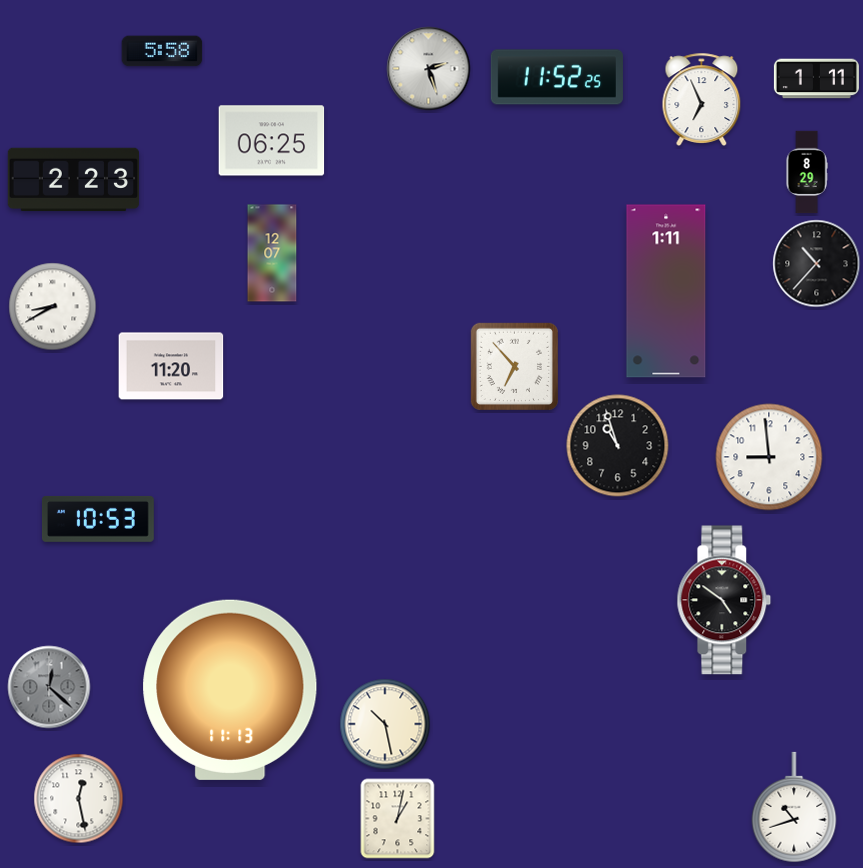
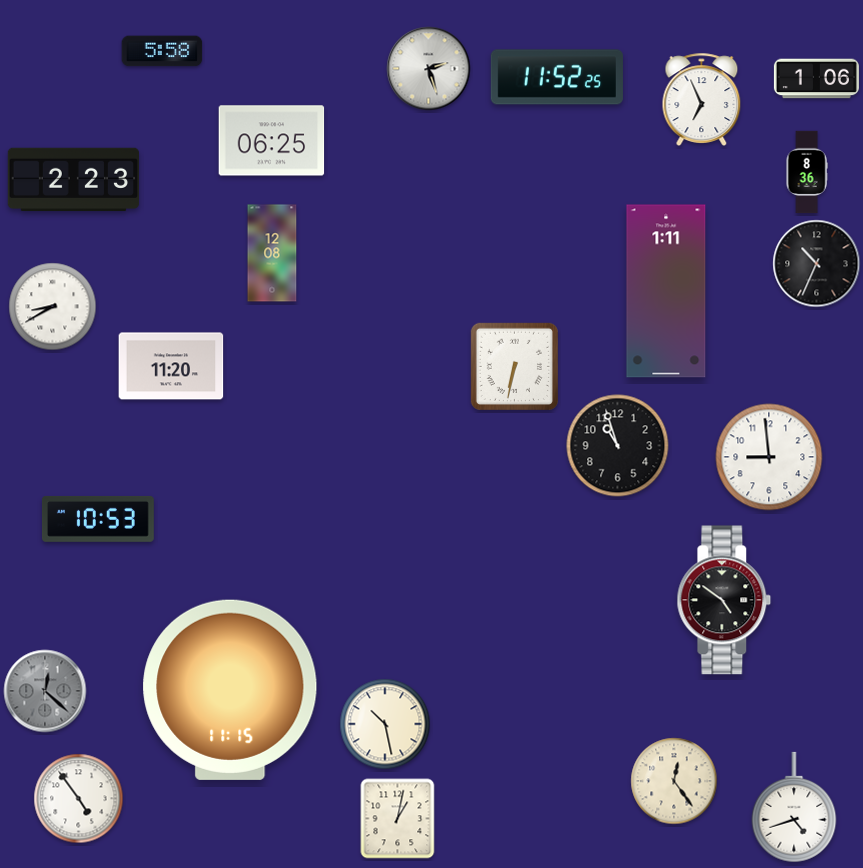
clock at (816, 79): 1:11 -> 1:06
clock at (807, 172): 8:29 -> 8:36
clock at (272, 253): 12:07 -> 12:08
clock at (817, 264): 10:37 -> 10:34
clock at (514, 366): 6:53 -> 6:32
clock at (49, 687) position: (49, 687) -> (45, 691)
clock at (230, 690): 11:13 -> 11:15
clock at (674, 781): none -> 12:24
clock at (79, 799): 12:28 -> 4:54
clock at (794, 807): 10:42 -> 4:42
